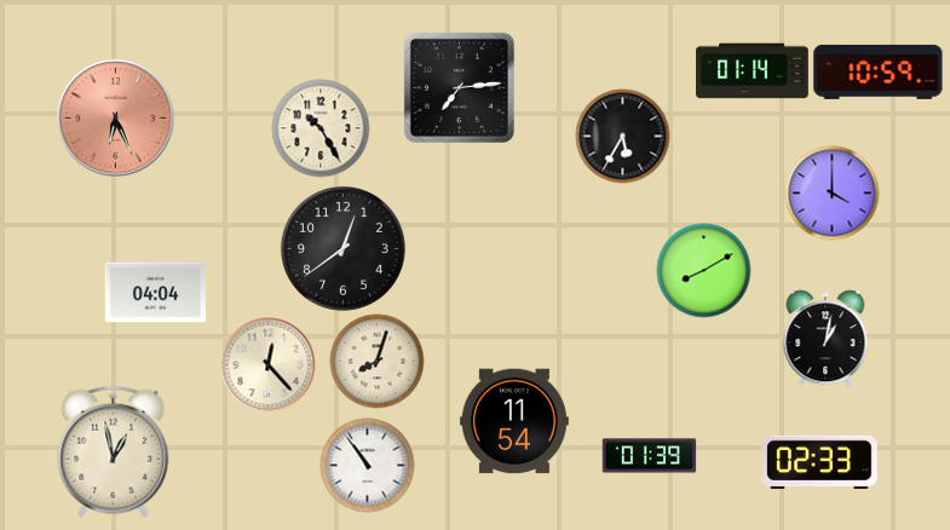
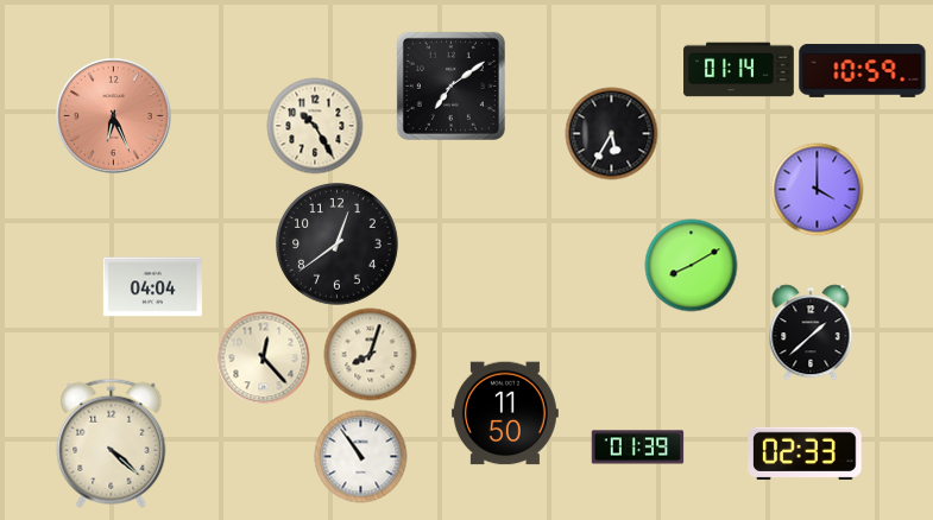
clock at (459, 87): 7:14 -> 7:09
clock at (825, 339): 1:02 -> 1:38
clock at (514, 421): 11:54 -> 11:50
clock at (114, 451): 12:58 -> 4:22
